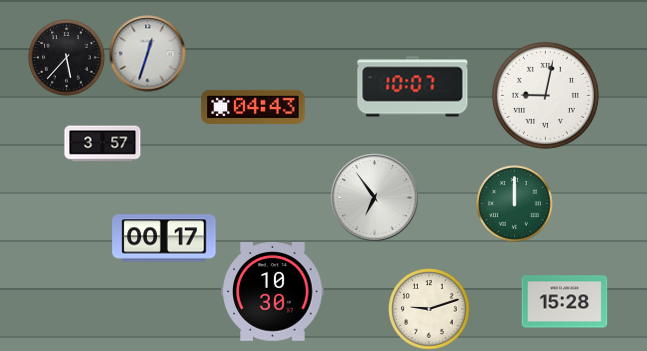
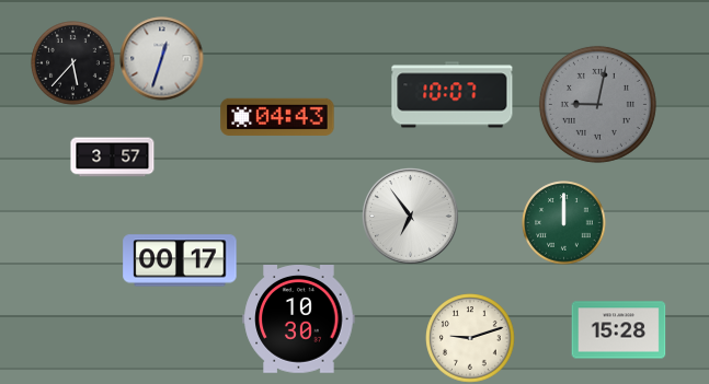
clock at (545, 95) dial: white -> grey
